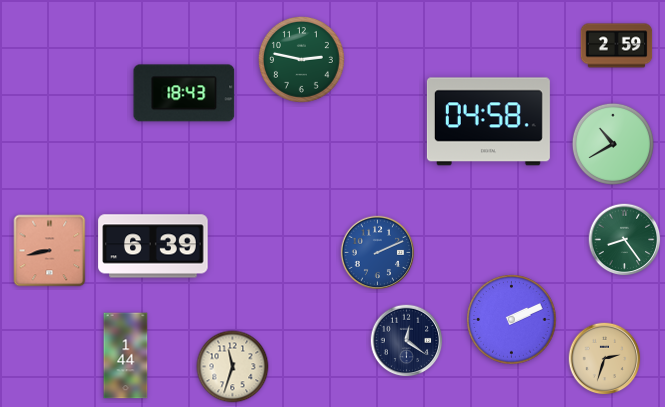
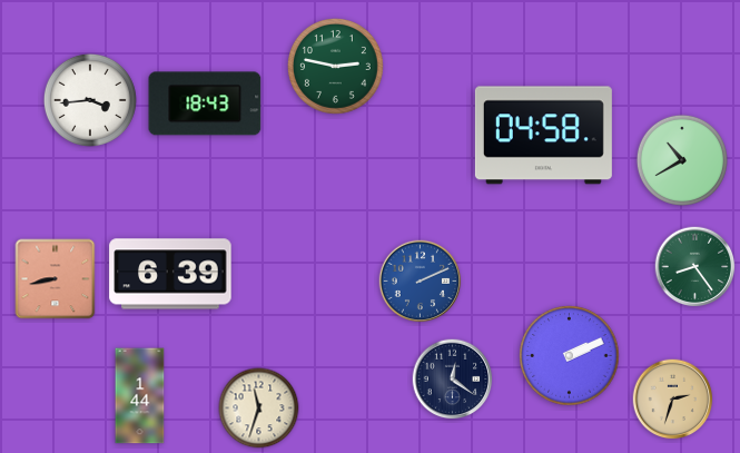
clock at (617, 46): 2:59 -> none
clock at (90, 100): none -> 3:44
